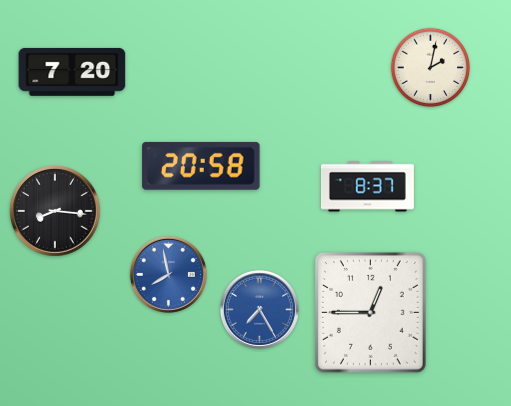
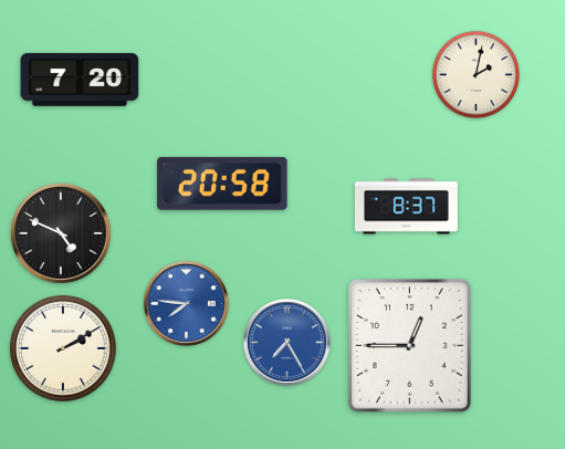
clock at (56, 212): 8:16 -> 4:49
clock at (168, 274): 7:58 -> 7:46
clock at (63, 348): none -> 2:10
